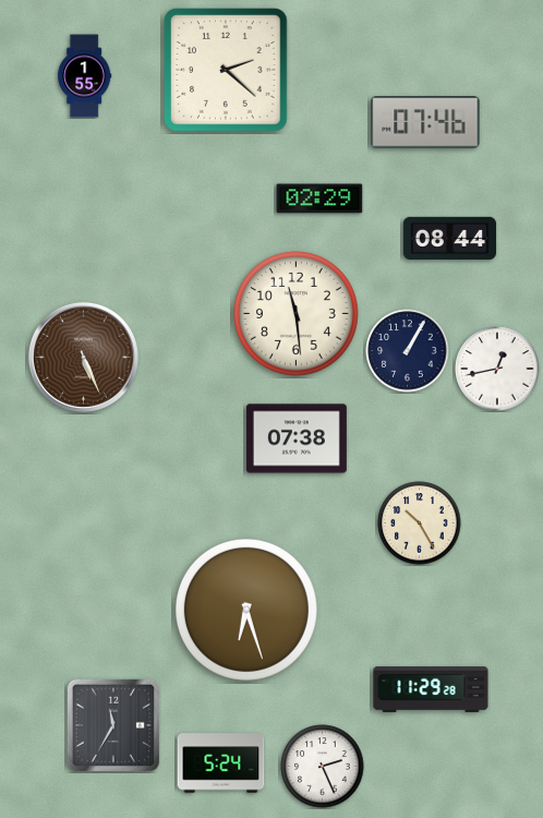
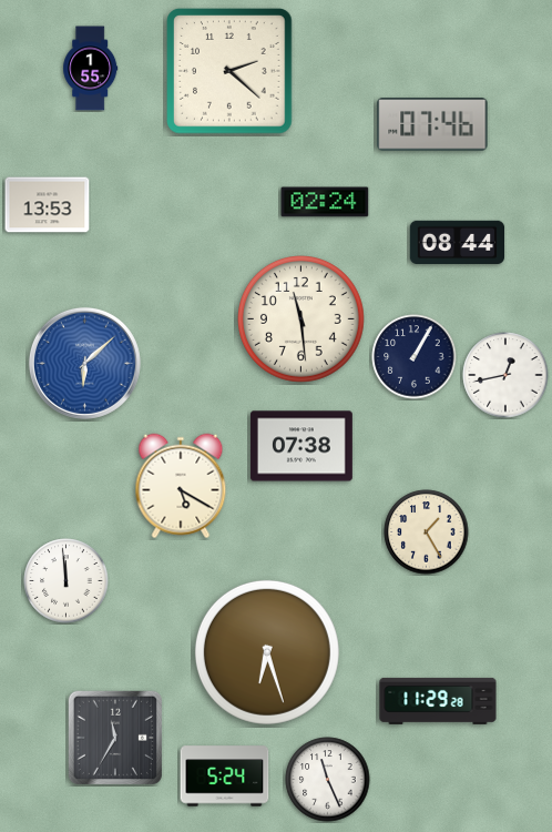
clock at (85, 76) position: (85, 76) -> (91, 69)
clock at (319, 199): 02:29 -> 02:24
clock at (48, 205): none -> 13:53
clock at (83, 357): 5:26 -> 6:08
clock at (83, 357) dial: brown -> blue
clock at (181, 486): none -> 5:20
clock at (420, 524): 10:25 -> 1:25
clock at (67, 581): none -> 11:59
clock at (246, 610) position: (246, 610) -> (267, 652)
clock at (323, 767): 2:26 -> 11:26
